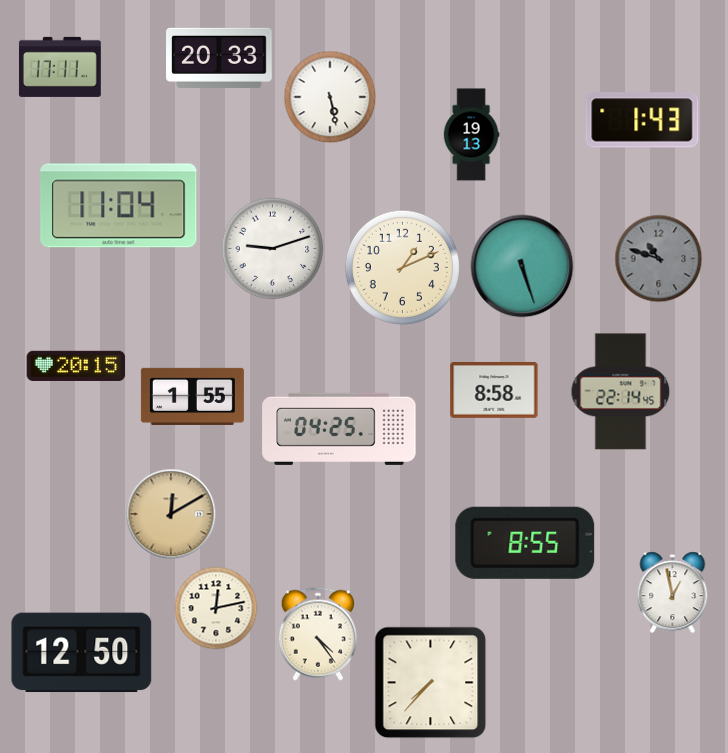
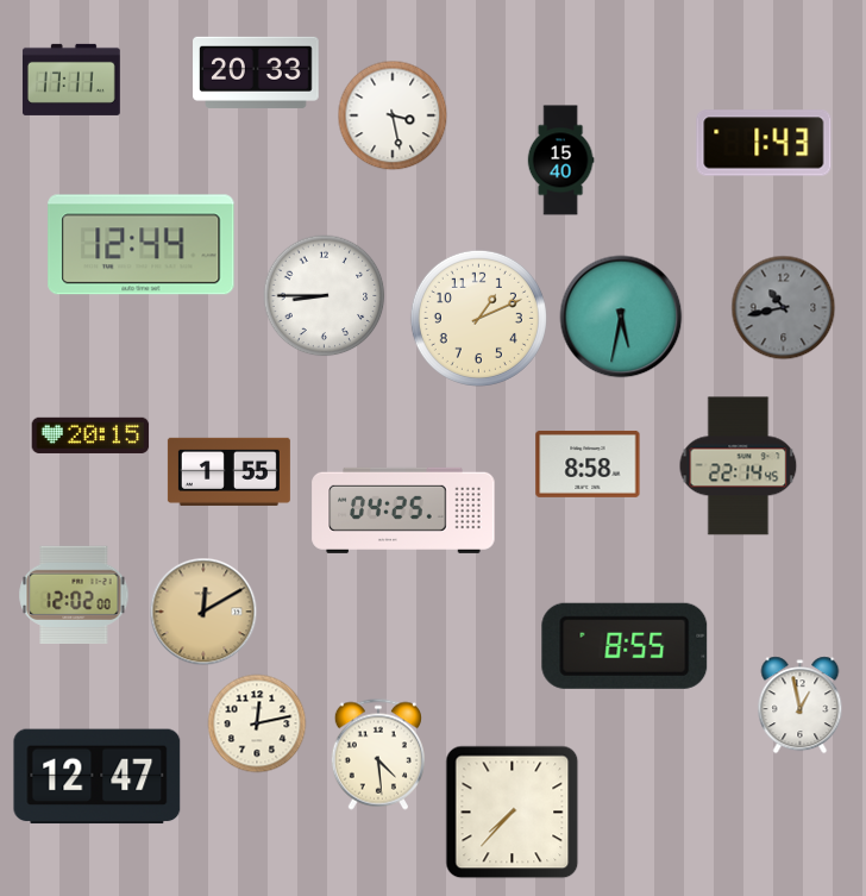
clock at (219, 58) position: (219, 58) -> (256, 73)
clock at (330, 97): 5:28 -> 3:28
clock at (471, 135): 19:13 -> 15:40
clock at (119, 206): 11:04 -> 12:44
clock at (273, 249): 9:12 -> 8:45
clock at (659, 259): 10:48 -> 10:43
clock at (522, 266): 5:27 -> 5:32
clock at (74, 595): none -> 12:02
clock at (318, 634): 4:24 -> 4:29
clock at (82, 653): 12:50 -> 12:47
